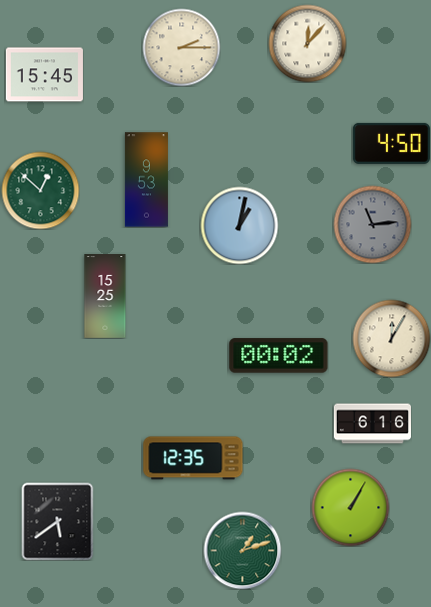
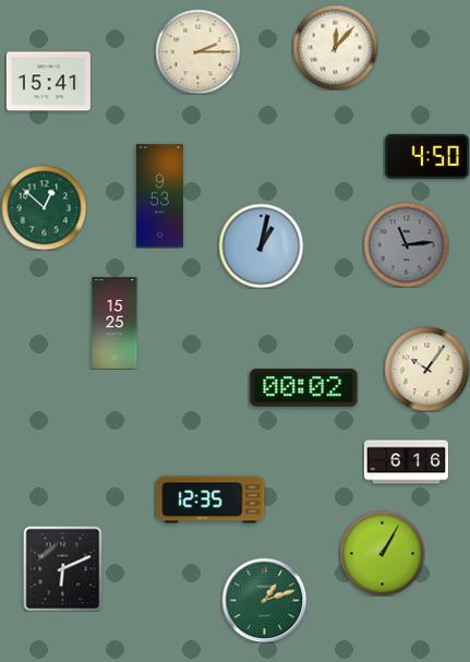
clock at (44, 75): 15:45 -> 15:41
clock at (391, 338): 12:05 -> 10:06
clock at (58, 521): 5:39 -> 6:11
